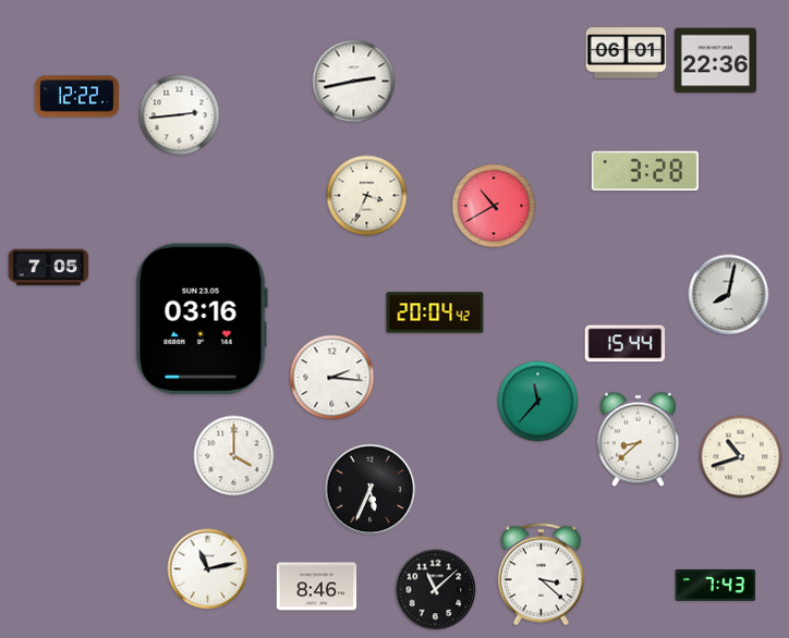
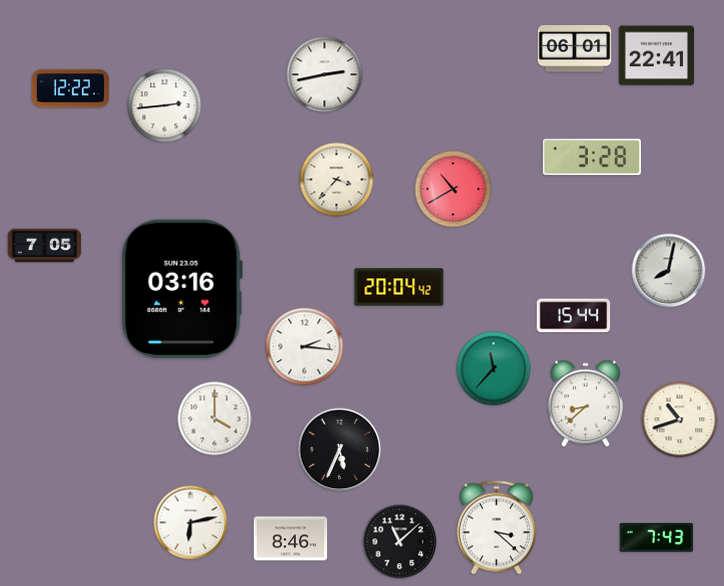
clock at (715, 61): 22:36 -> 22:41
clock at (367, 196): 3:34 -> 3:37
clock at (202, 319) position: (202, 319) -> (182, 289)
clock at (208, 569): 11:13 -> 6:13
